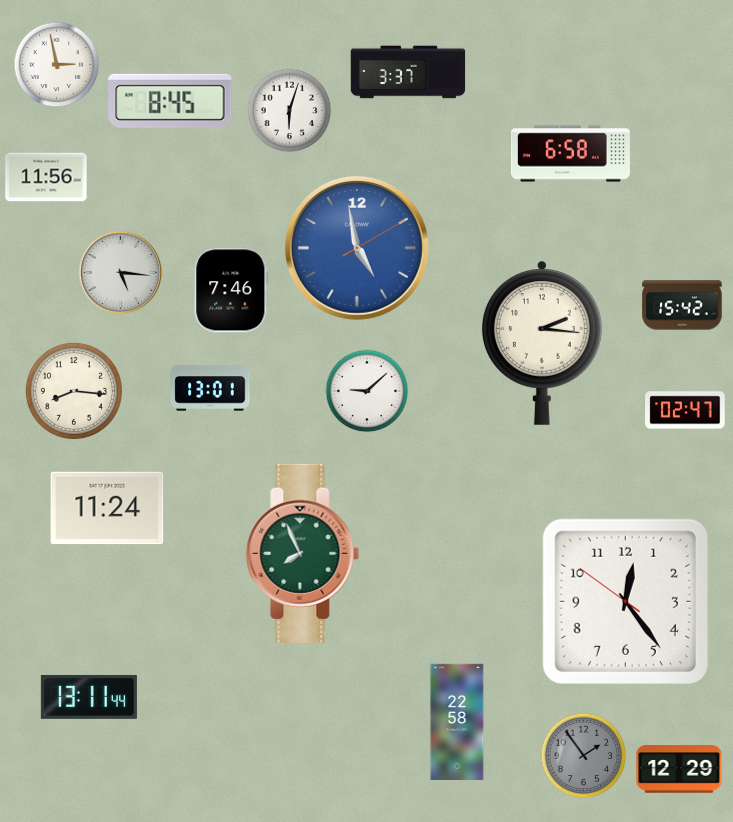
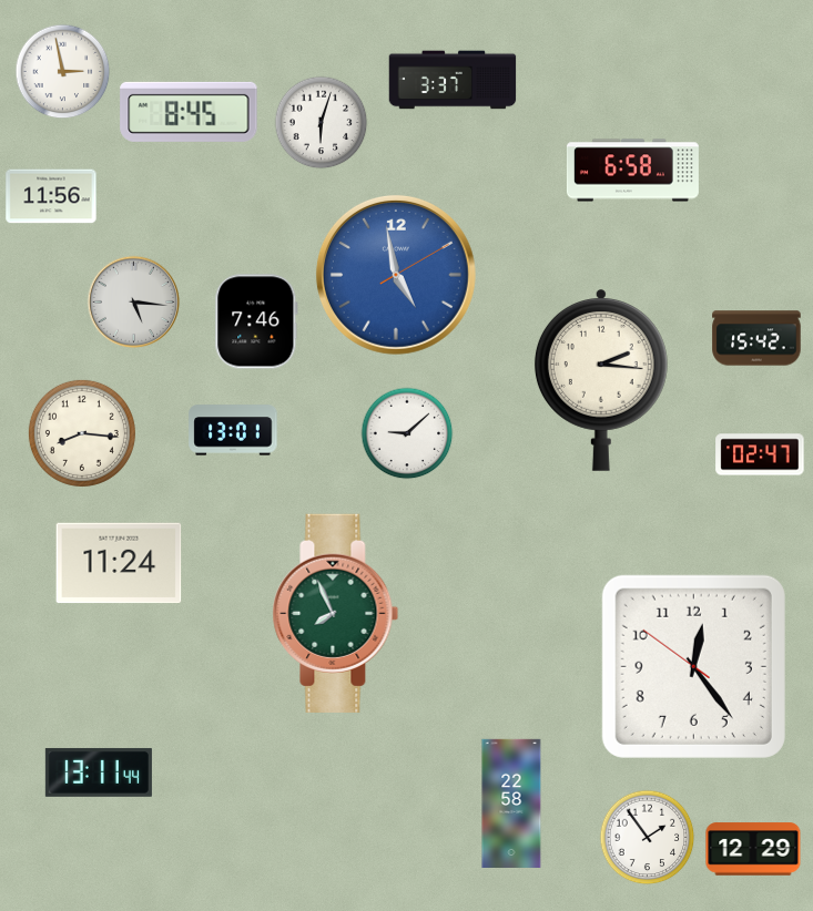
clock at (457, 721) position: (457, 721) -> (511, 802)
clock at (584, 756) dial: grey -> white
clock at (679, 769) position: (679, 769) -> (753, 849)
